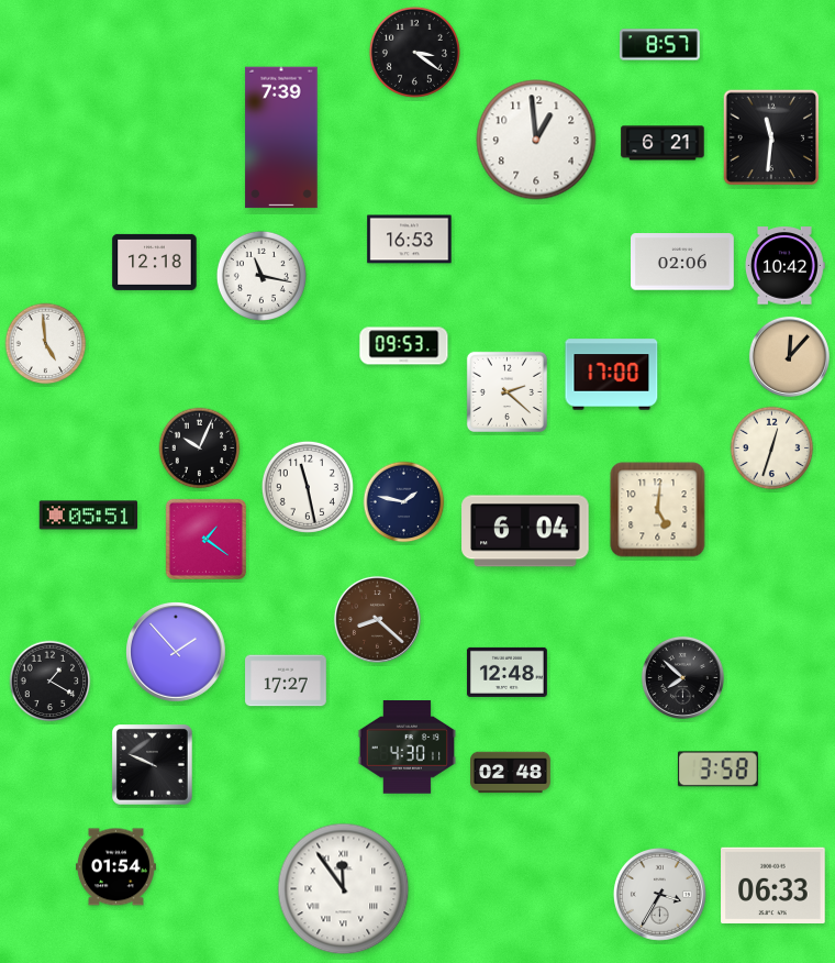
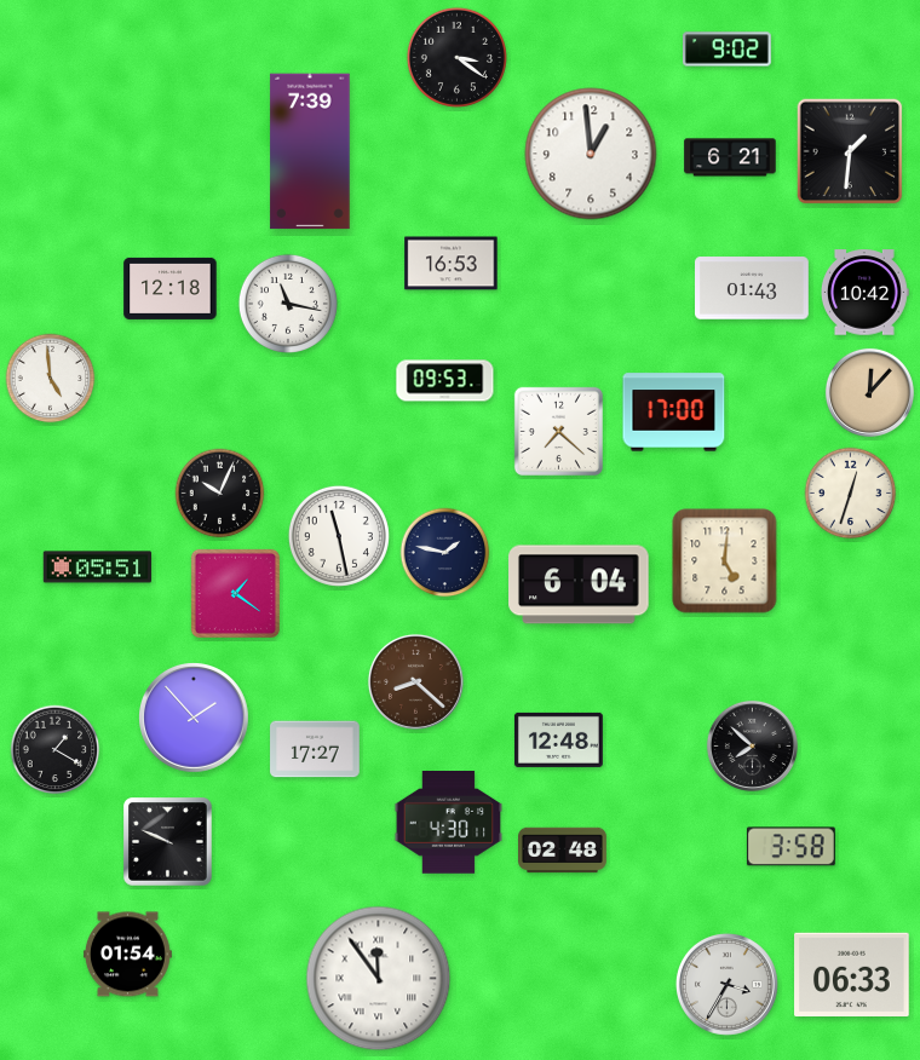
clock at (660, 45): 8:57 -> 9:02
clock at (771, 137): 11:31 -> 1:31
clock at (683, 262): 02:06 -> 01:43
clock at (506, 391): 2:22 -> 7:22
clock at (205, 539) position: (205, 539) -> (235, 593)
